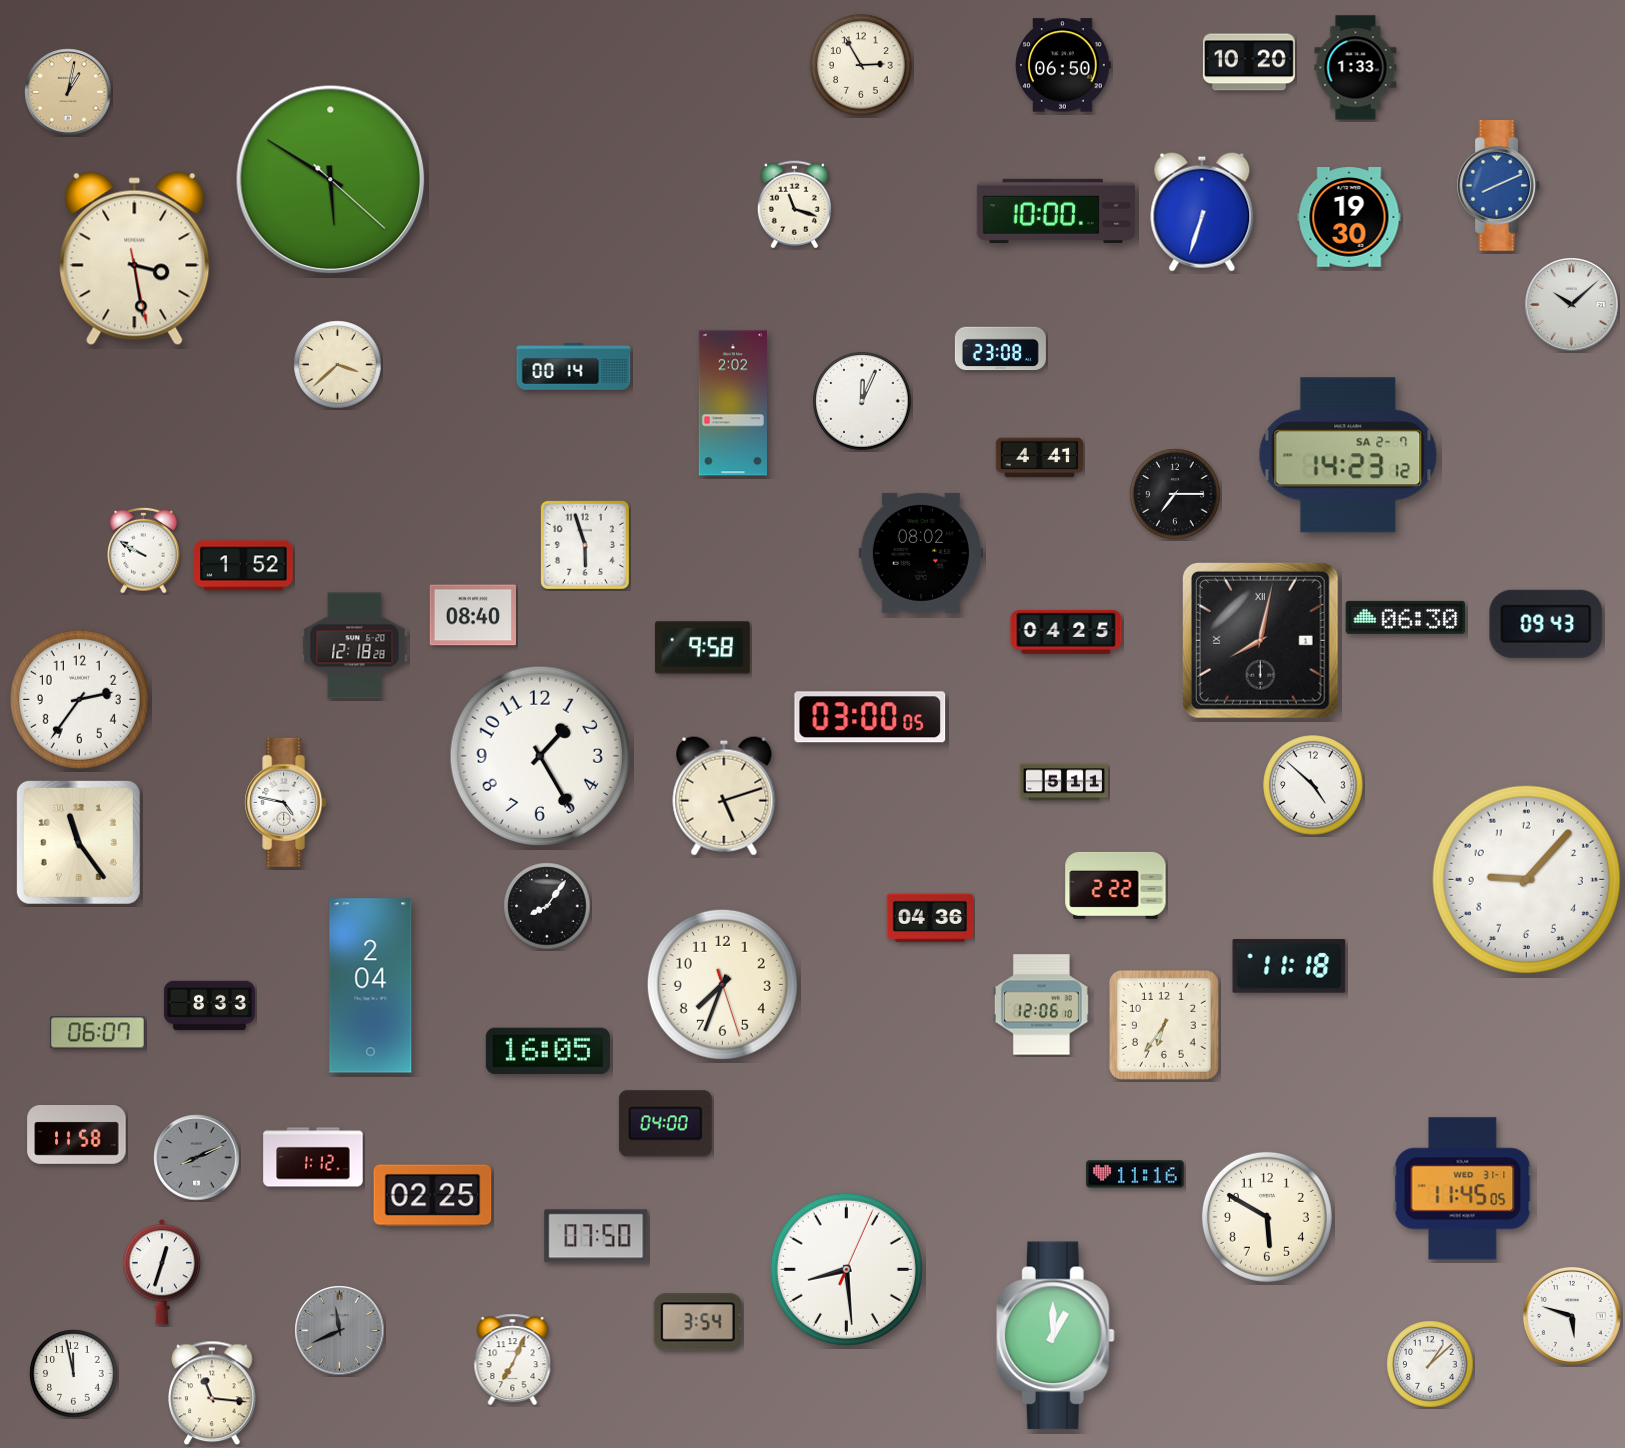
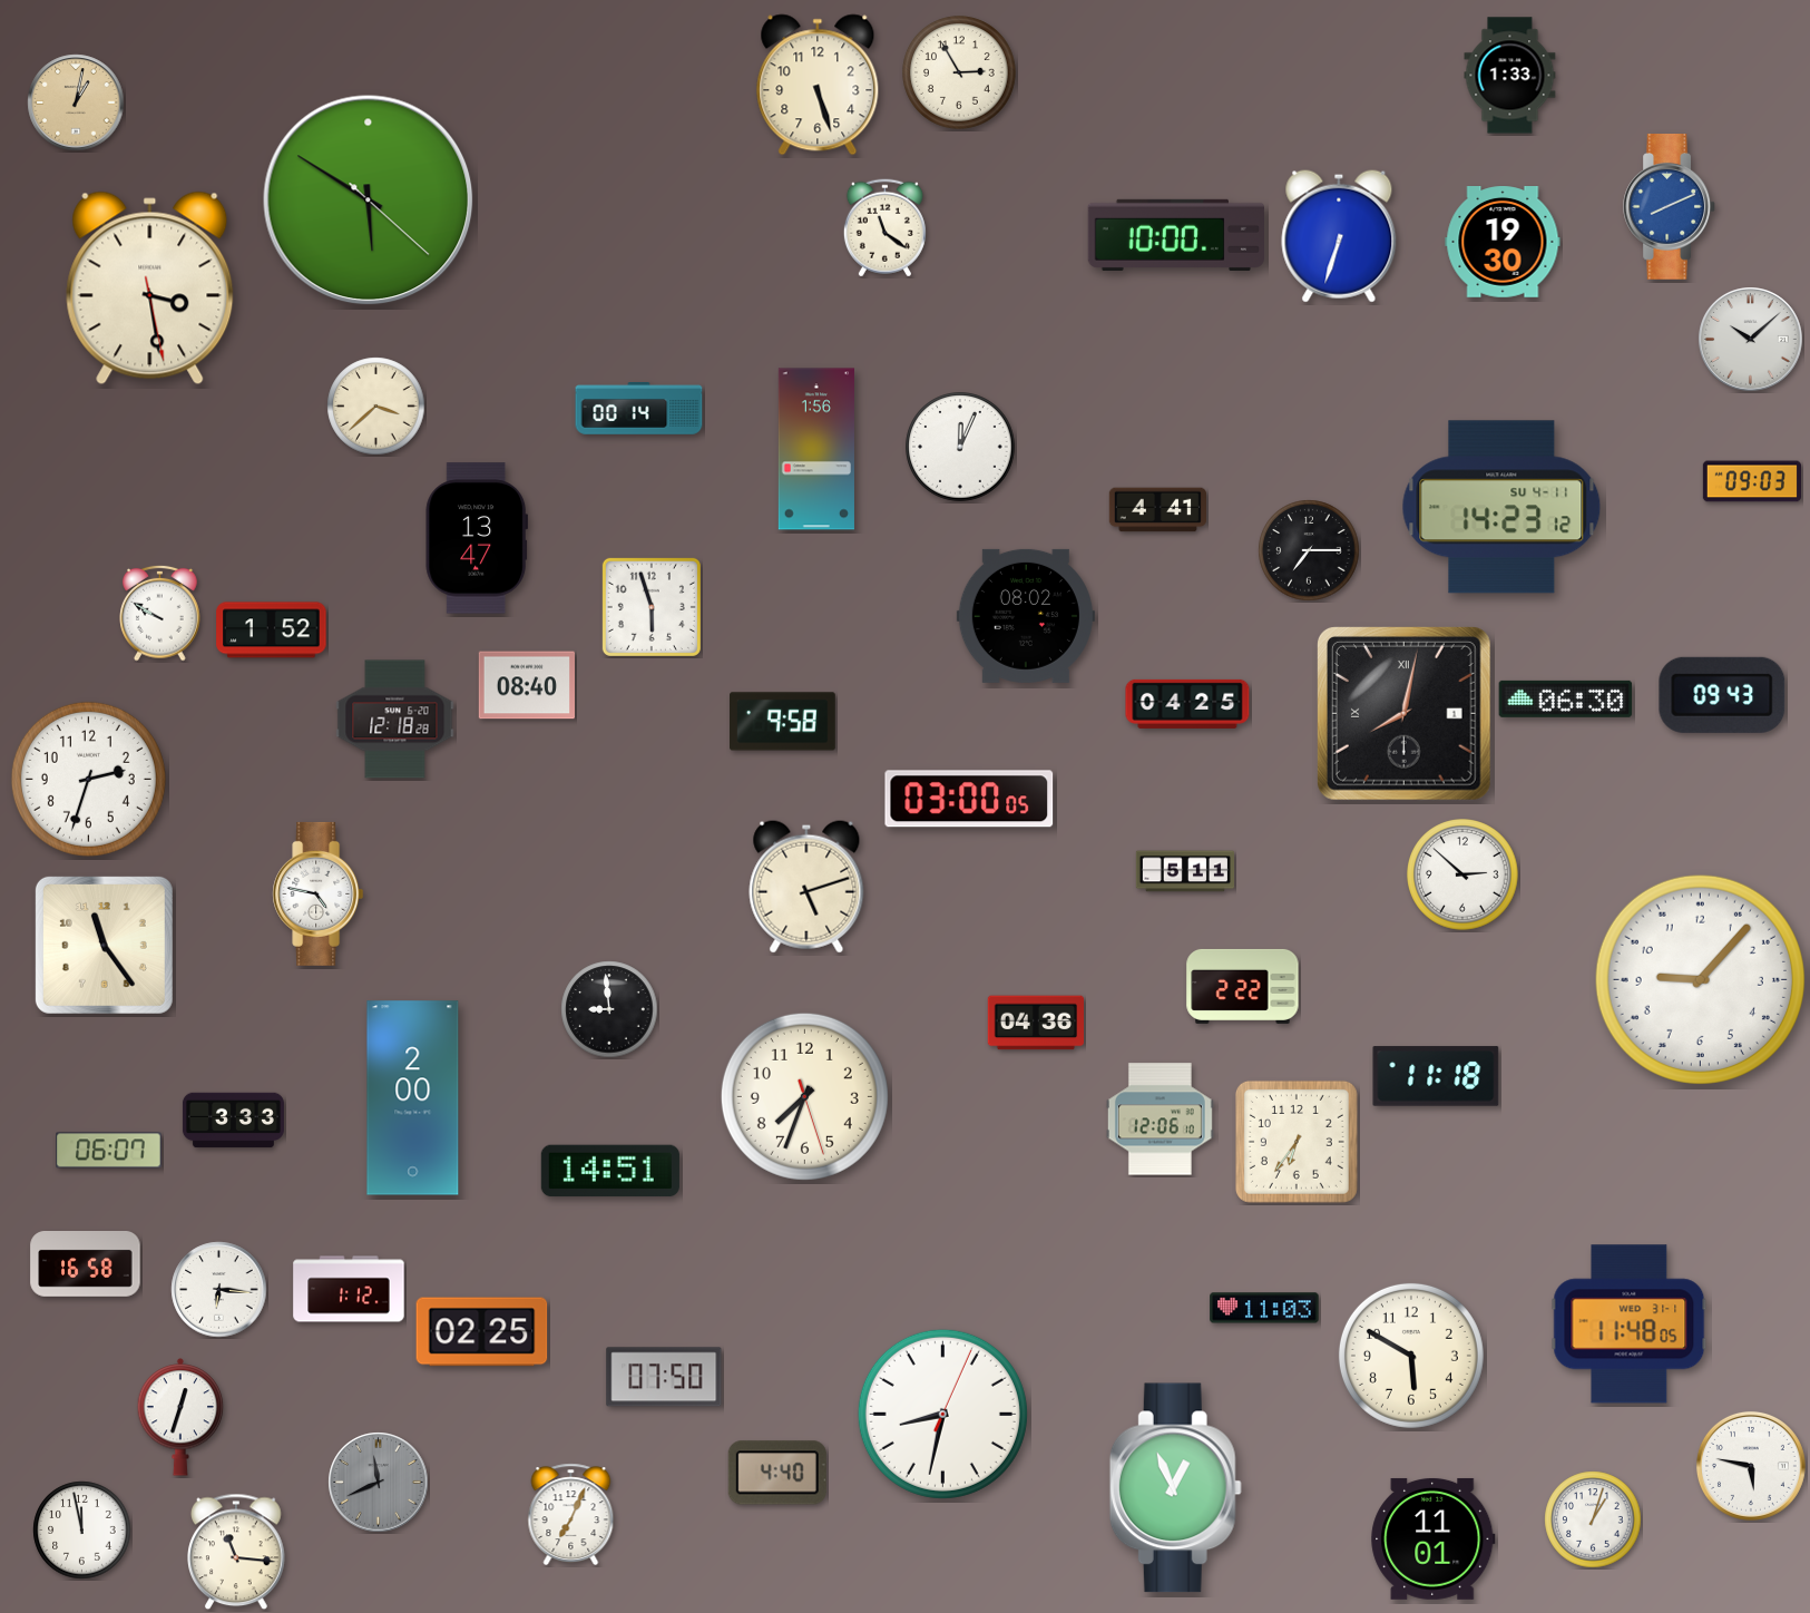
clock at (1249, 62): 10:20 -> none
clock at (1064, 65): 06:50 -> none
clock at (818, 85): none -> 5:27
clock at (794, 205): 11:18 -> 11:21
clock at (1000, 349): 23:08 -> none
clock at (733, 403): 2:02 -> 1:56
clock at (1752, 481): none -> 09:03
clock at (1348, 455) date: SA 2-7 -> SU 4-11
clock at (476, 538): none -> 13:47
clock at (1406, 617) position: (1406, 617) -> (1566, 698)
clock at (79, 699): 2:36 -> 2:33
clock at (540, 756): 1:25 -> none
clock at (1313, 785): 4:52 -> 2:52
clock at (78, 842) position: (78, 842) -> (104, 945)
clock at (547, 906): 8:06 -> 8:59
clock at (371, 986): 2:04 -> 2:00
clock at (209, 1006): 8:33 -> 3:33
clock at (548, 1051): 16:05 -> 14:51
clock at (665, 1124): 04:00 -> none
clock at (77, 1135): 11:58 -> 16:58
clock at (197, 1158): 8:11 -> 6:16
clock at (197, 1158) dial: grey -> white
clock at (1135, 1174): 11:16 -> 11:03
clock at (1463, 1189): 11:45 -> 11:48
clock at (846, 1269): 8:29 -> 8:32
clock at (1572, 1316): 5:48 -> 5:47
clock at (698, 1322): 3:54 -> 4:40
clock at (1055, 1336): 1:00 -> 12:56
clock at (1430, 1364): 1:08 -> 1:03
clock at (1434, 1538): none -> 11:01
